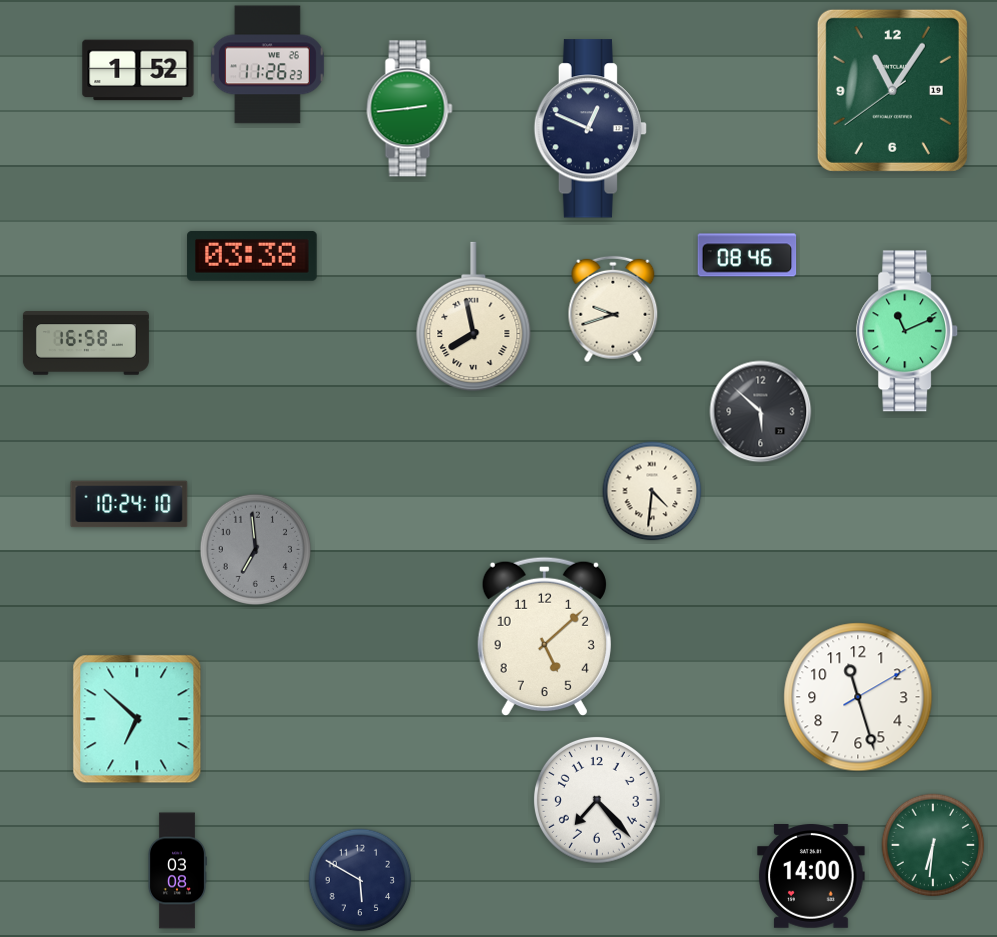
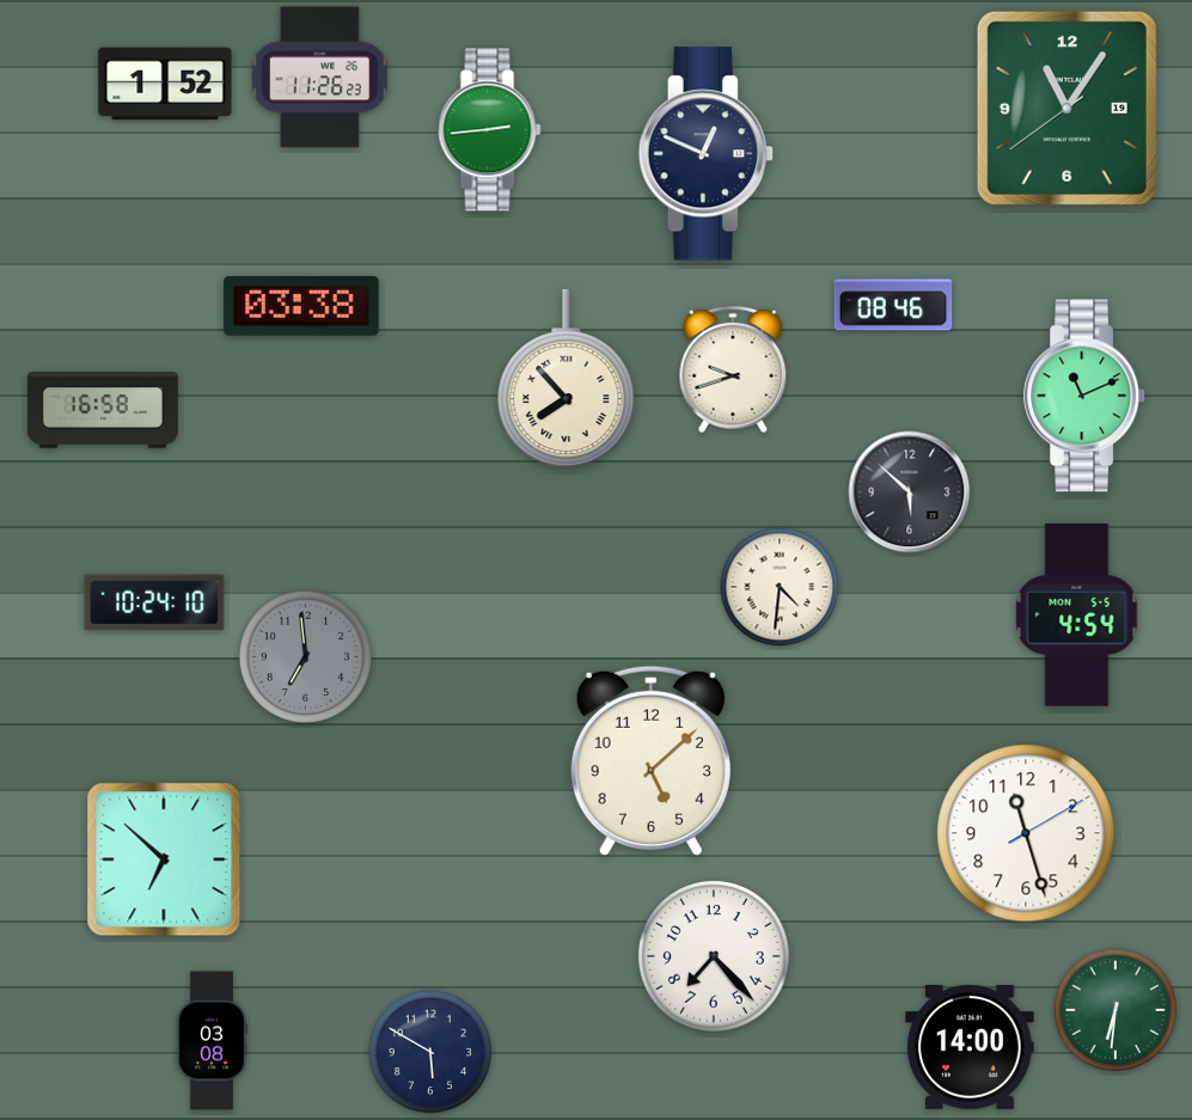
clock at (474, 317): 7:58 -> 7:53
clock at (1077, 616): none -> 4:54
